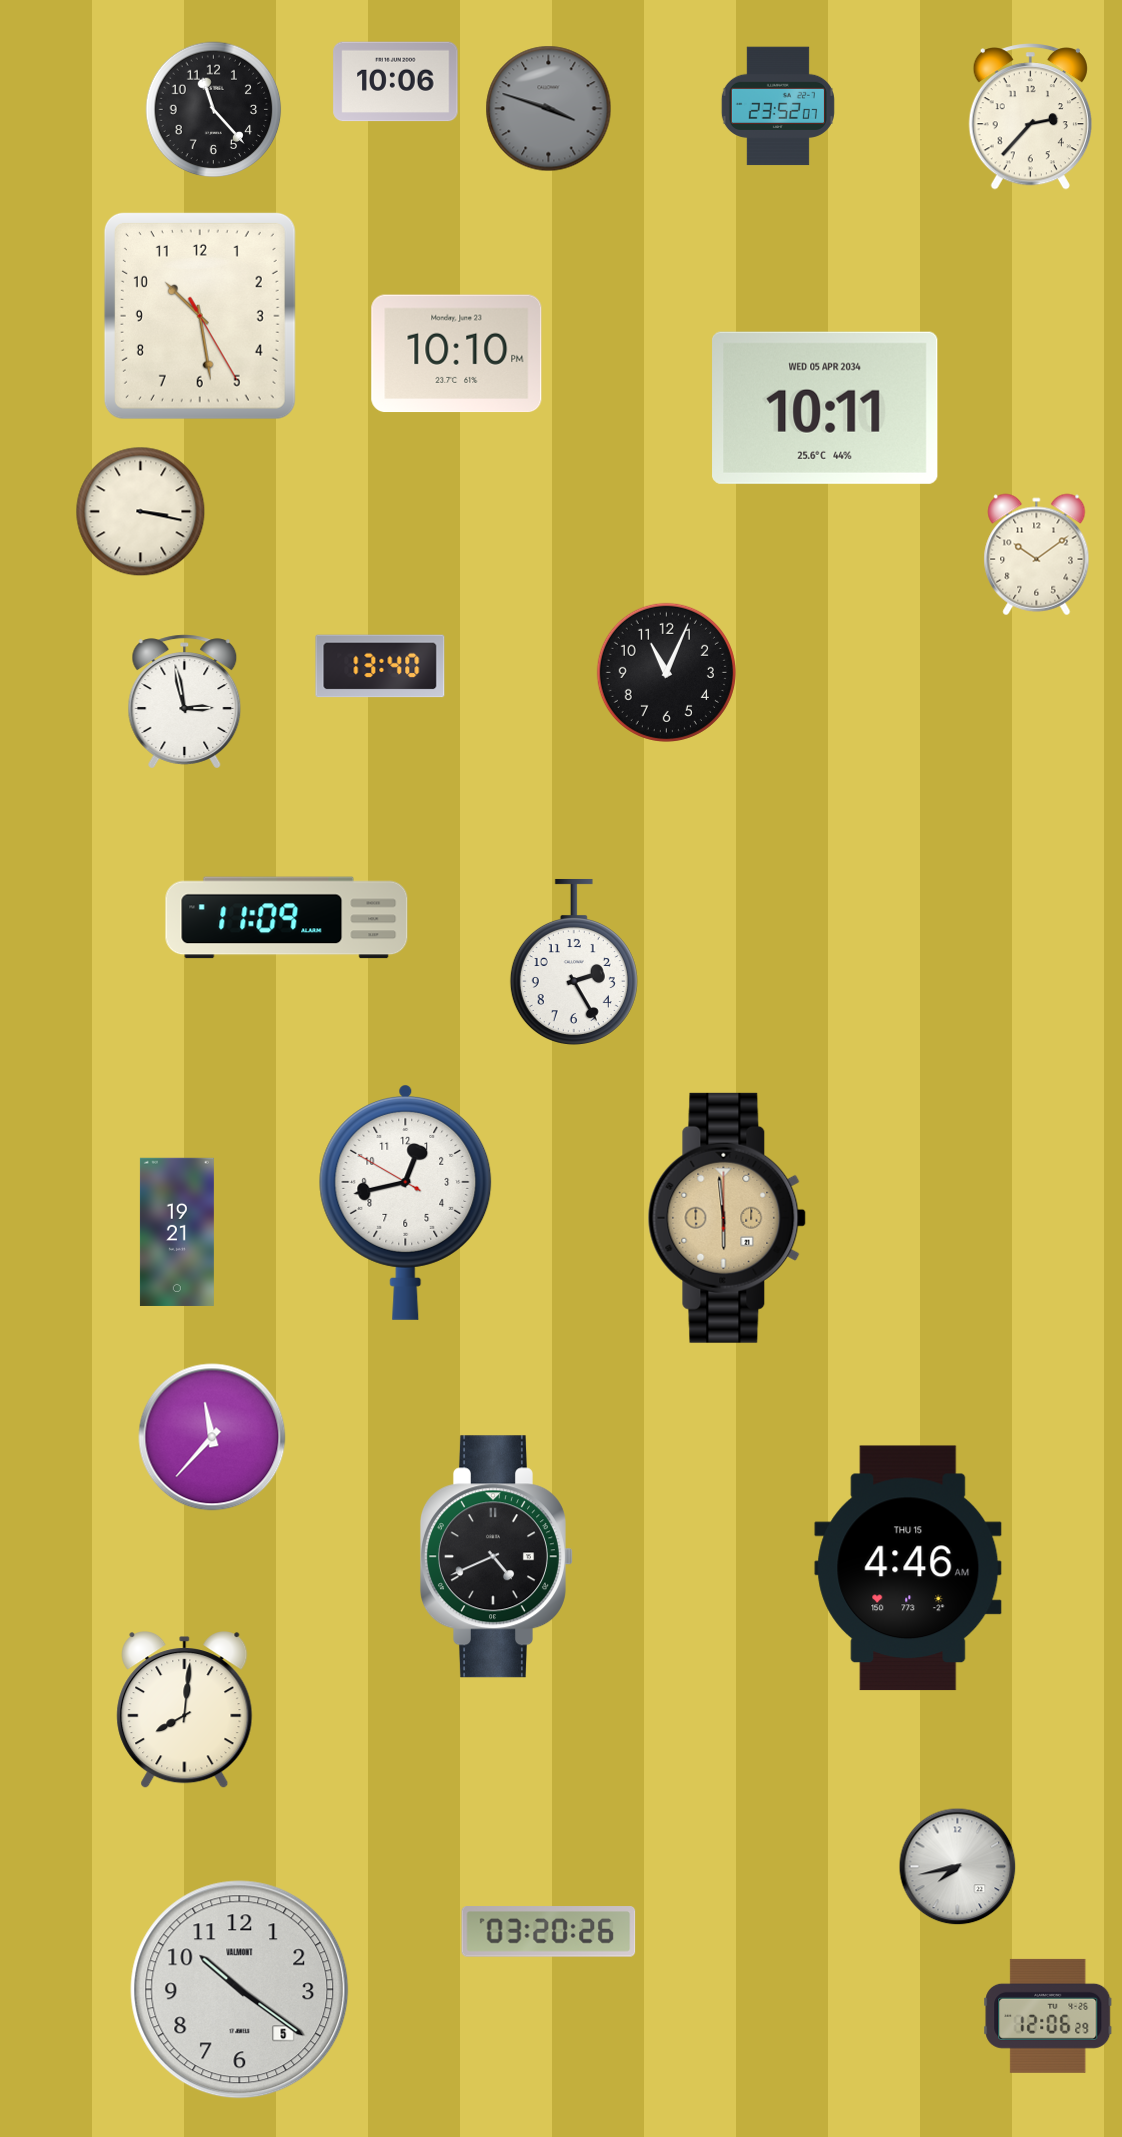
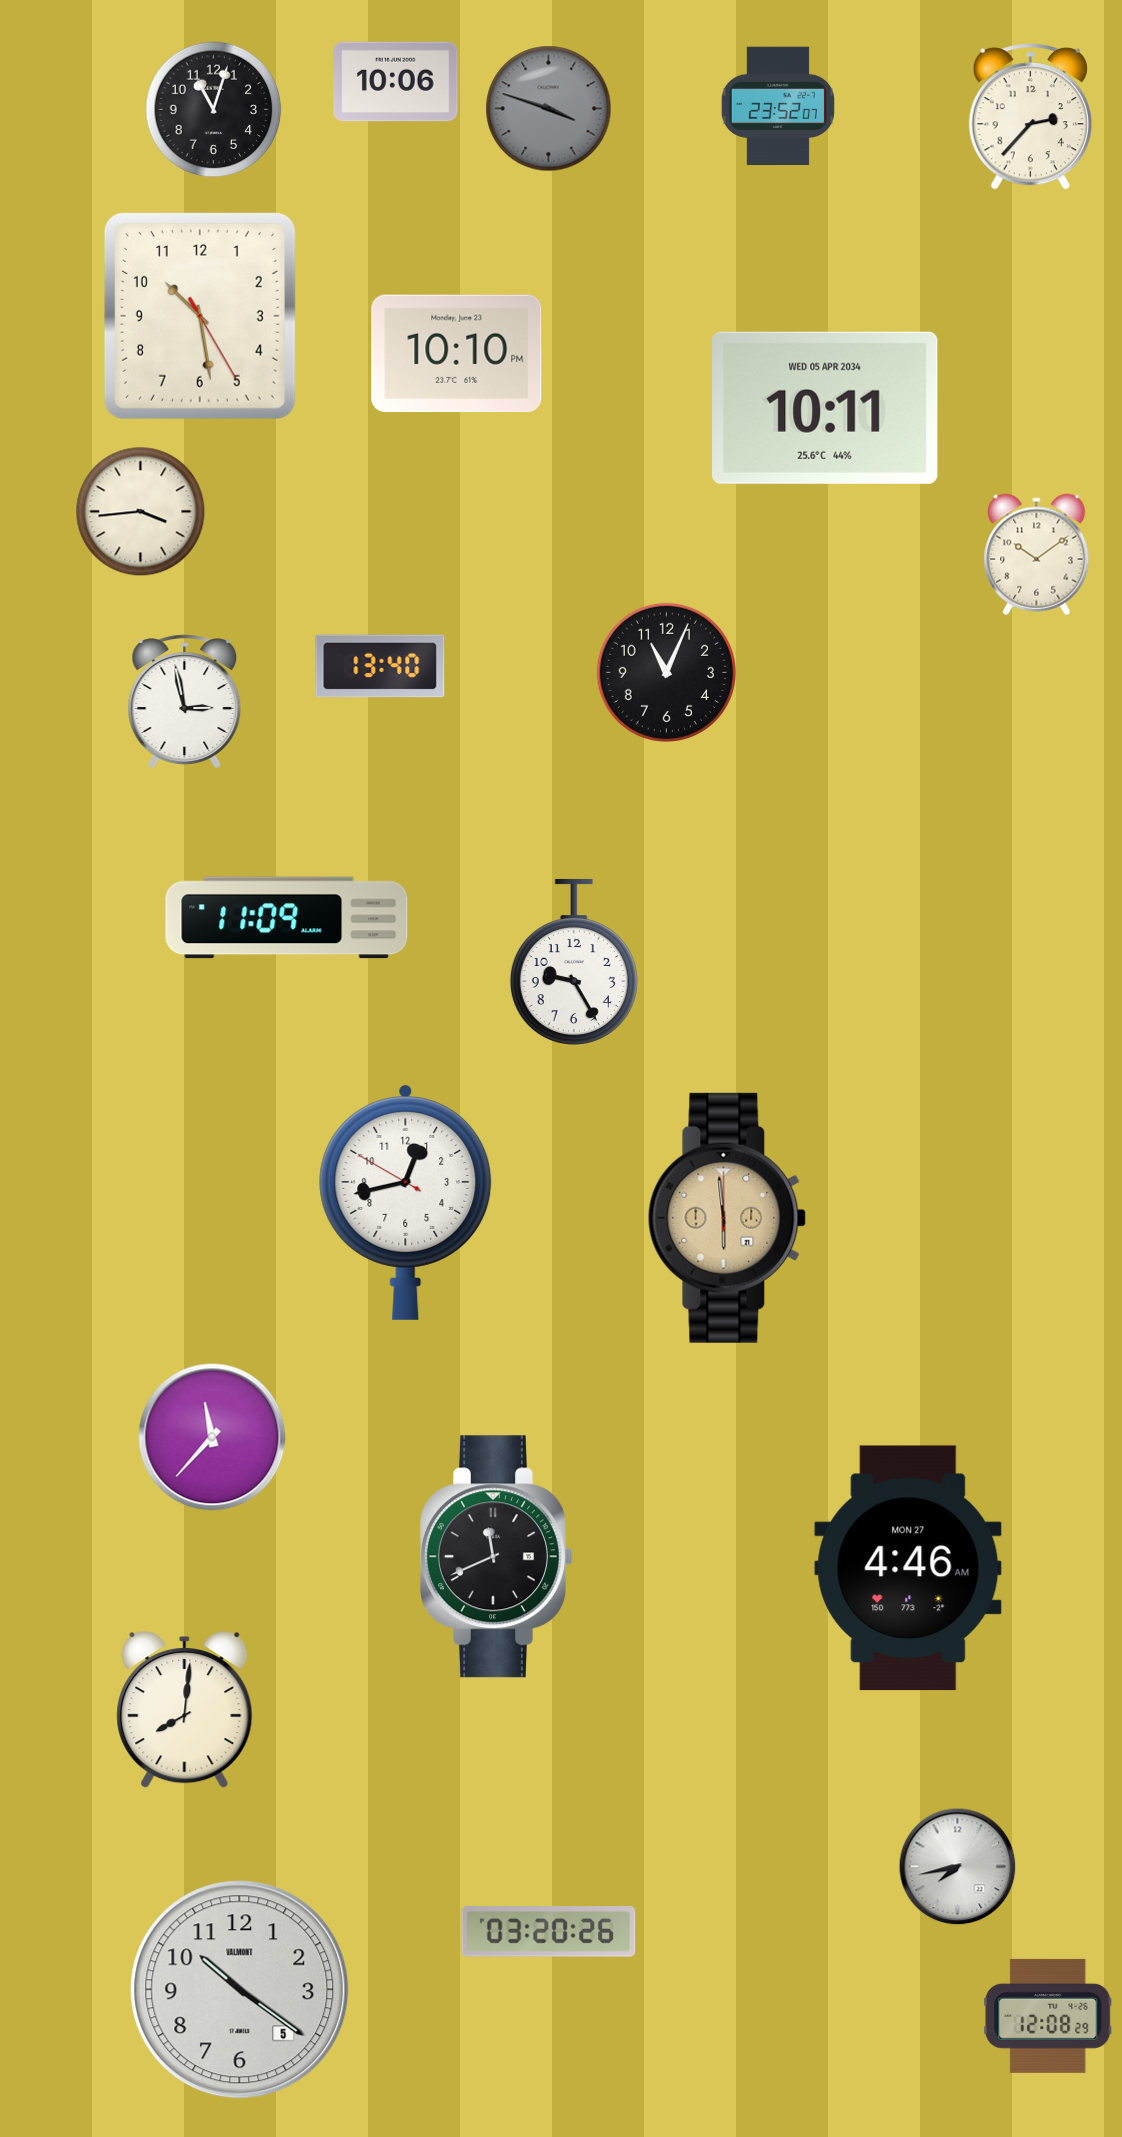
clock at (214, 110): 11:23 -> 11:03
clock at (141, 512): 3:17 -> 3:44
clock at (574, 961): 2:25 -> 9:25
clock at (177, 1232): 19:21 -> none
clock at (496, 1557): 4:41 -> 11:41
clock at (908, 1568) date: THU 15 -> MON 27
clock at (1048, 2016): 12:06 -> 12:08
